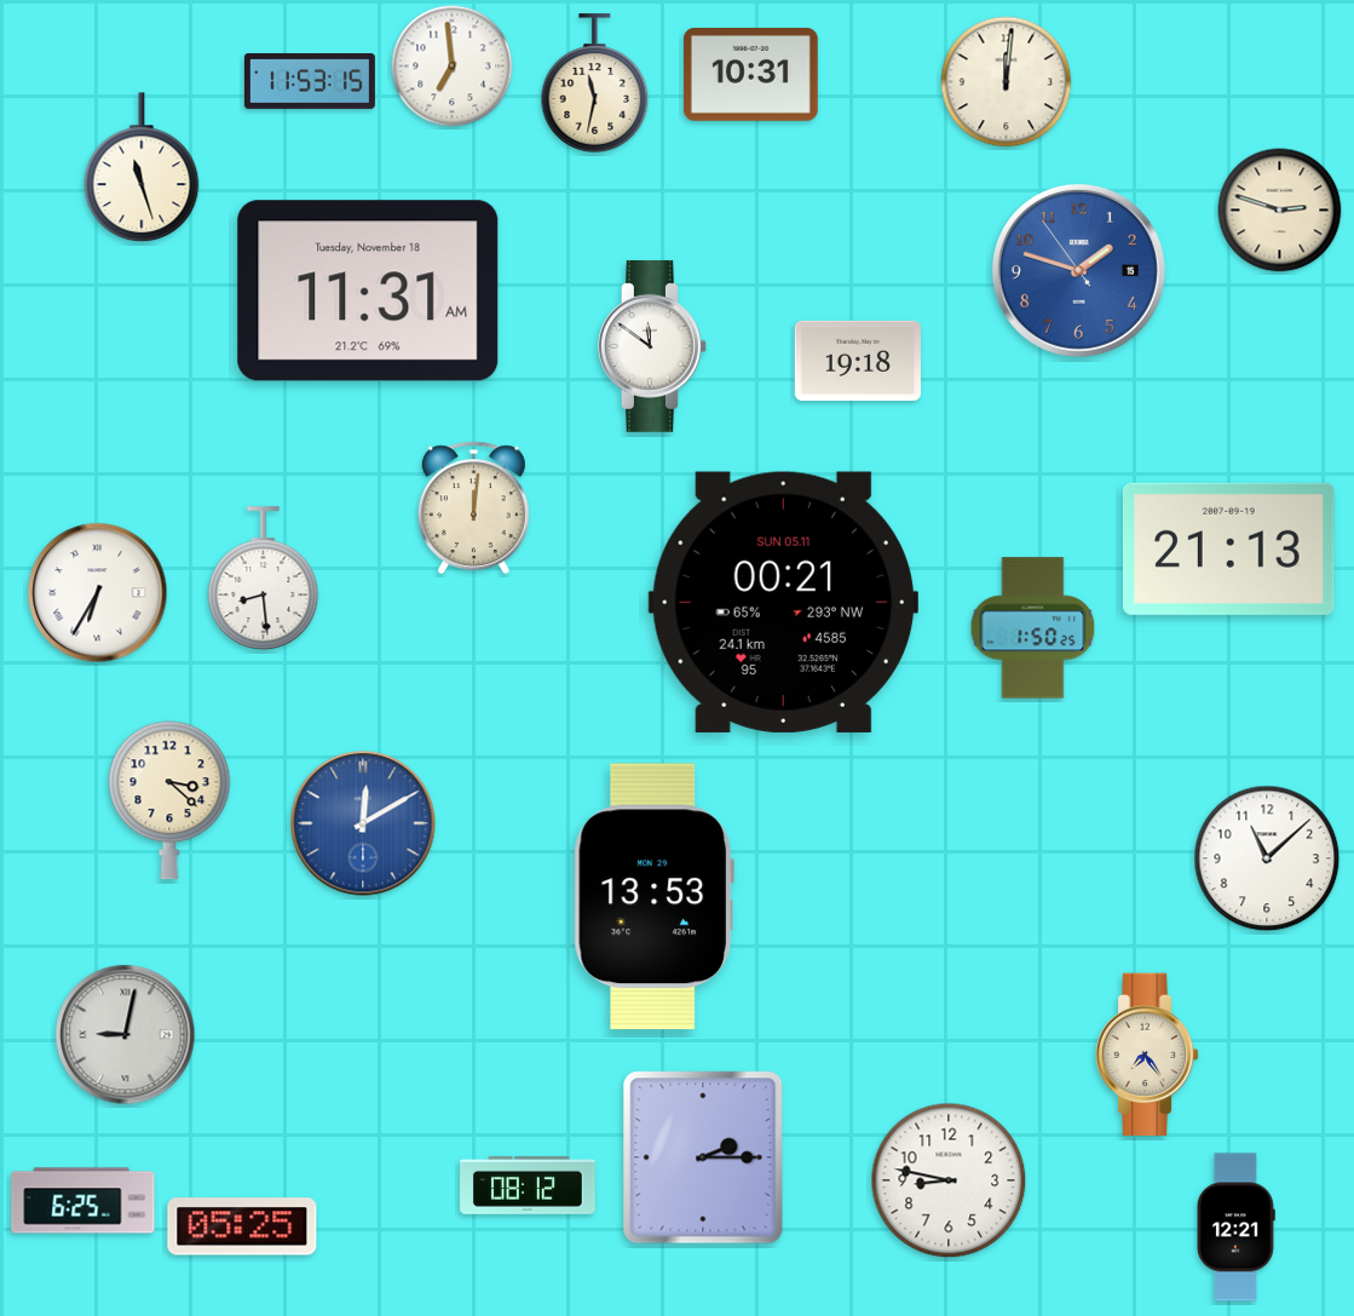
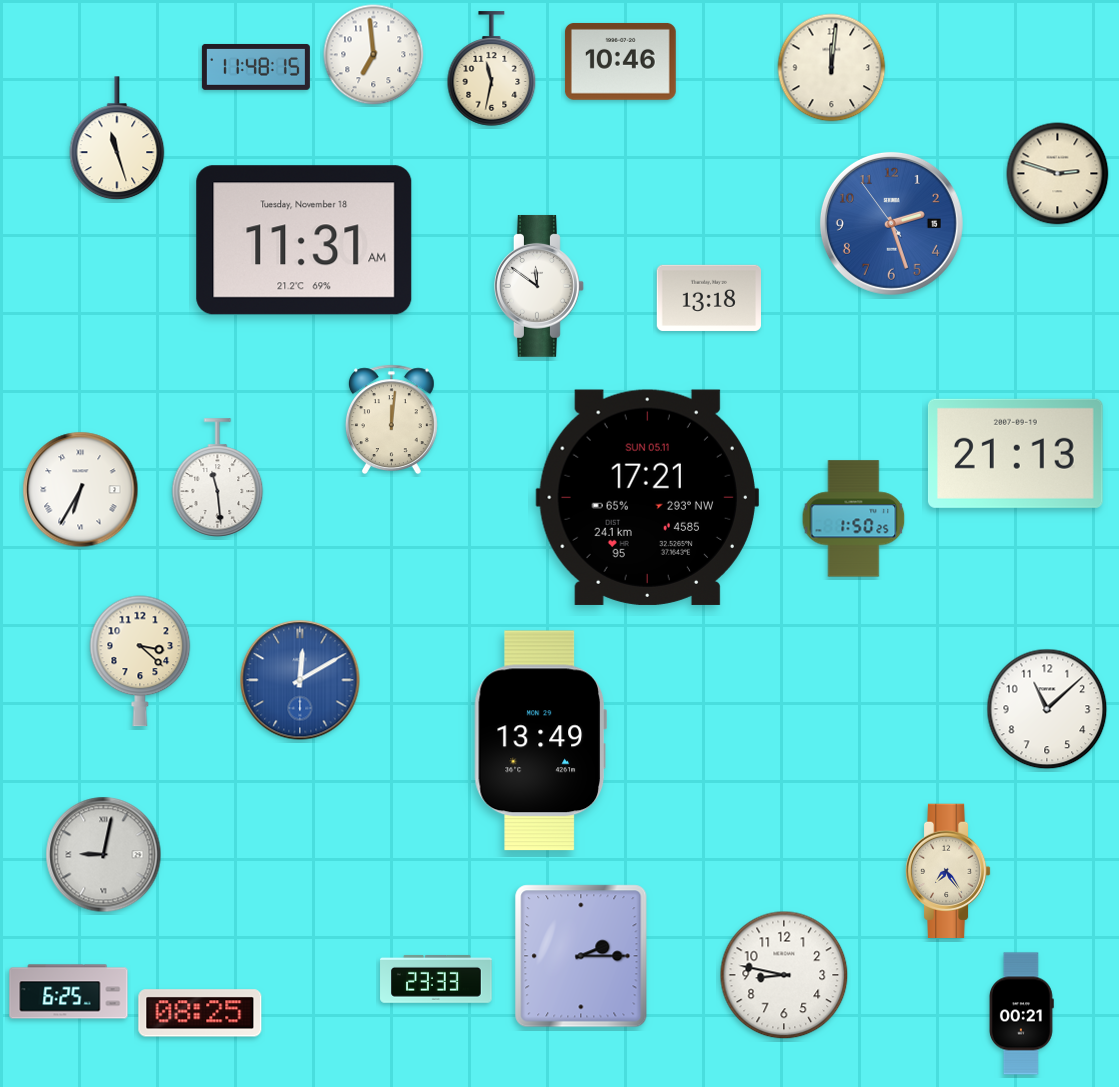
clock at (750, 74): 10:31 -> 10:46
clock at (310, 81): 11:53 -> 11:48
clock at (1078, 270): 1:47 -> 2:26
clock at (857, 361): 19:18 -> 13:18
clock at (264, 579): 8:29 -> 11:29
clock at (783, 602): 00:21 -> 17:21
clock at (653, 897): 13:53 -> 13:49
clock at (528, 1185): 08:12 -> 23:33
clock at (242, 1226): 05:25 -> 08:25
clock at (1235, 1228): 12:21 -> 00:21
